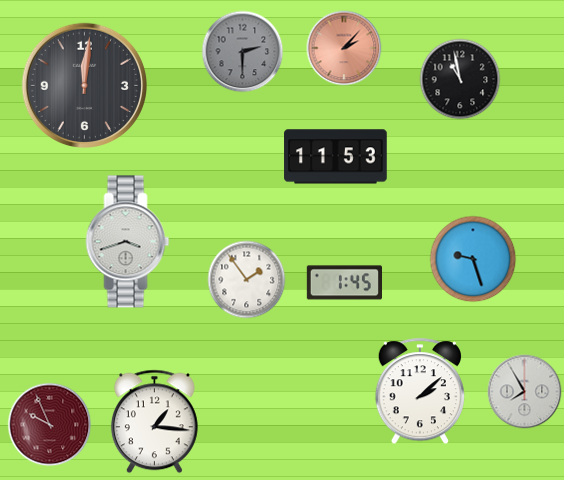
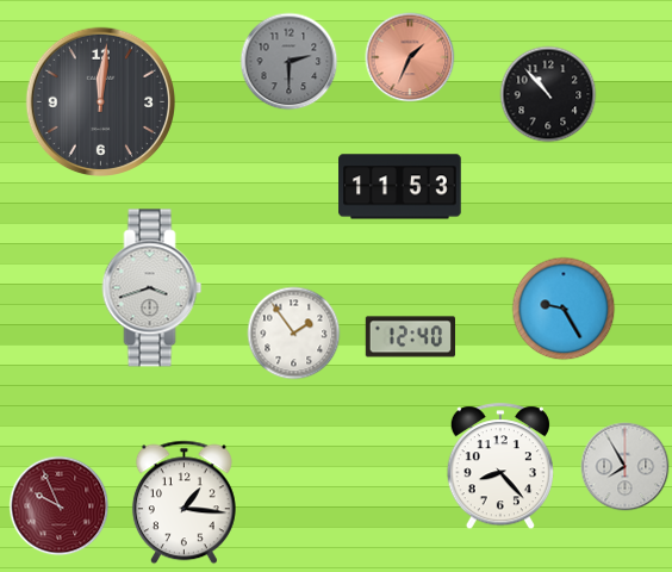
clock at (344, 48): 2:07 -> 1:34
clock at (460, 79): 10:58 -> 10:53
clock at (473, 259): 9:27 -> 9:25
clock at (344, 283): 1:45 -> 12:40
clock at (420, 392): 2:08 -> 8:23
